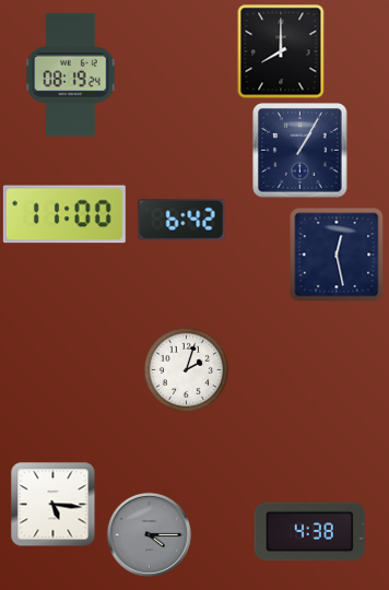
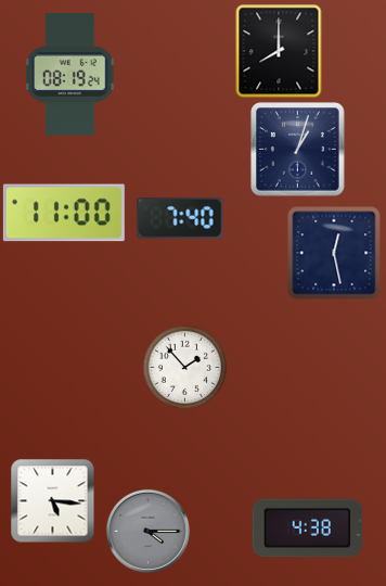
clock at (300, 151): 1:05 -> 1:03
clock at (181, 220): 6:42 -> 7:40
clock at (186, 369): 2:03 -> 1:53
